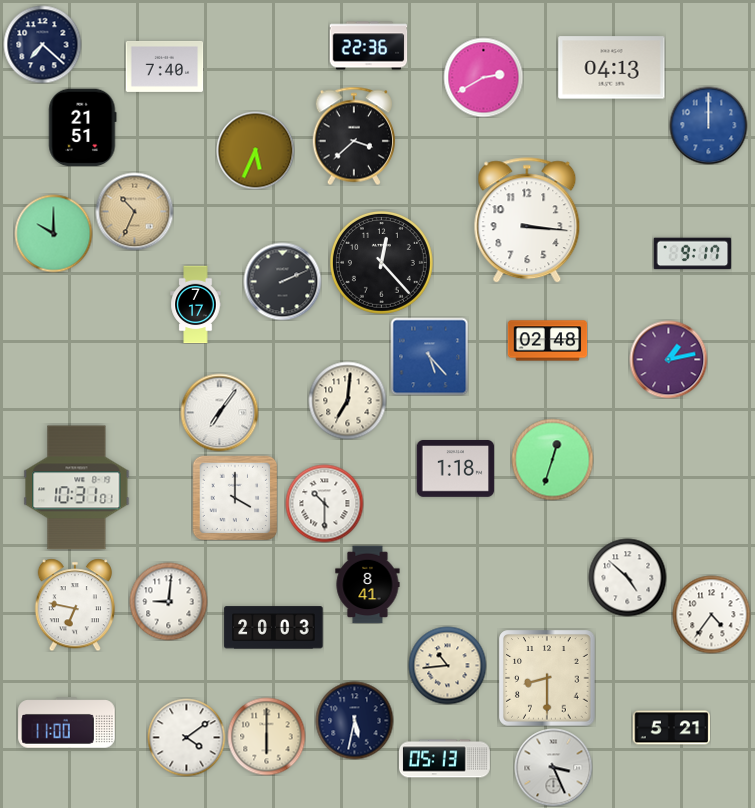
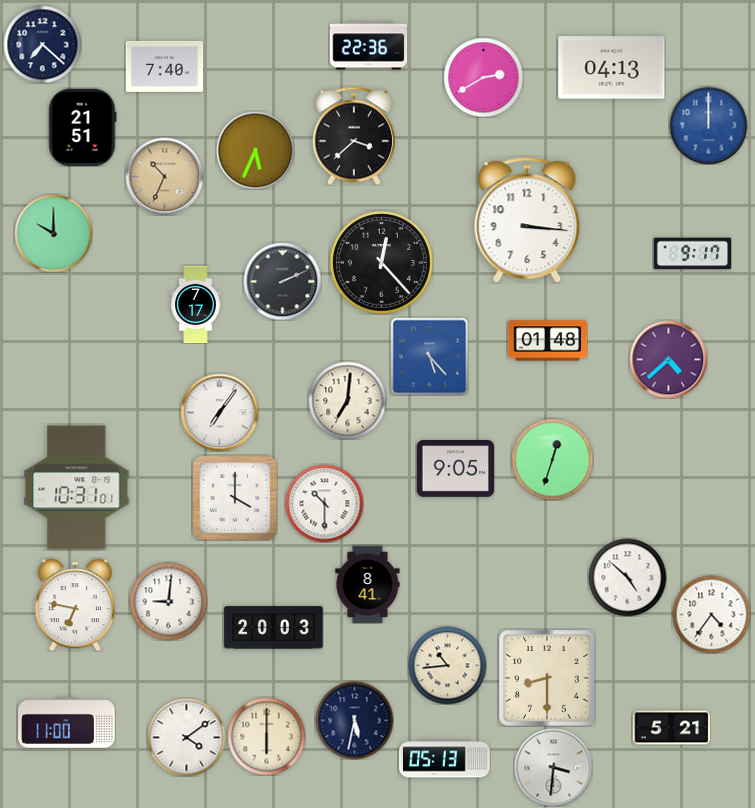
clock at (134, 211) position: (134, 211) -> (164, 176)
clock at (547, 341): 02:48 -> 01:48
clock at (668, 359): 1:13 -> 4:38
clock at (455, 469): 1:18 -> 9:05
clock at (553, 767): 3:26 -> 3:31
